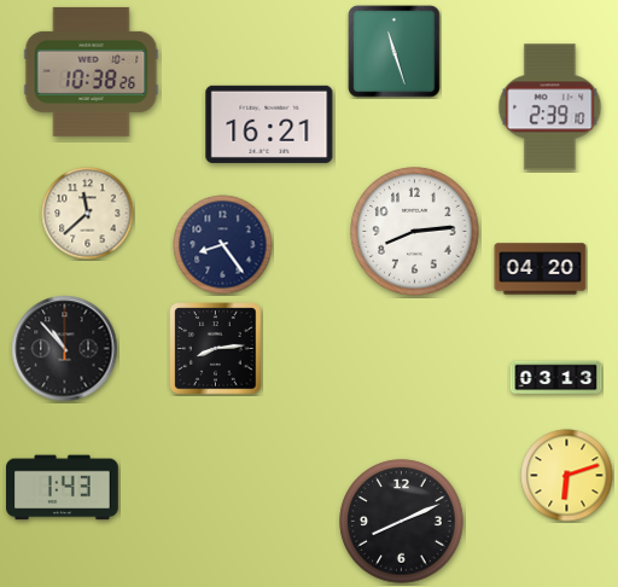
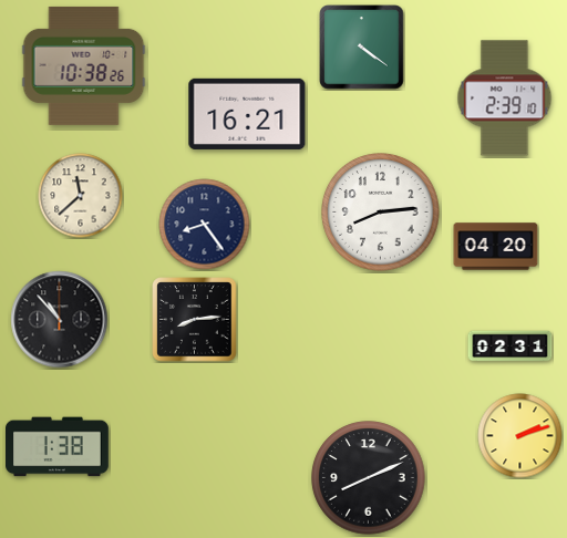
clock at (395, 52): 11:27 -> 4:21
clock at (216, 349) position: (216, 349) -> (195, 320)
clock at (556, 378): 03:13 -> 02:31
clock at (567, 476): 6:12 -> 2:12
clock at (63, 488): 1:43 -> 1:38
